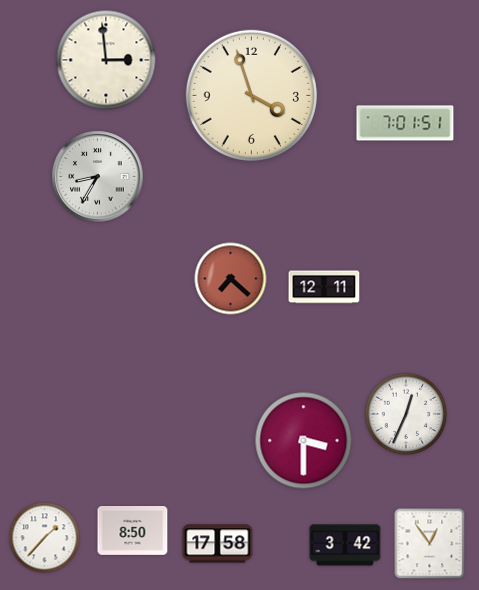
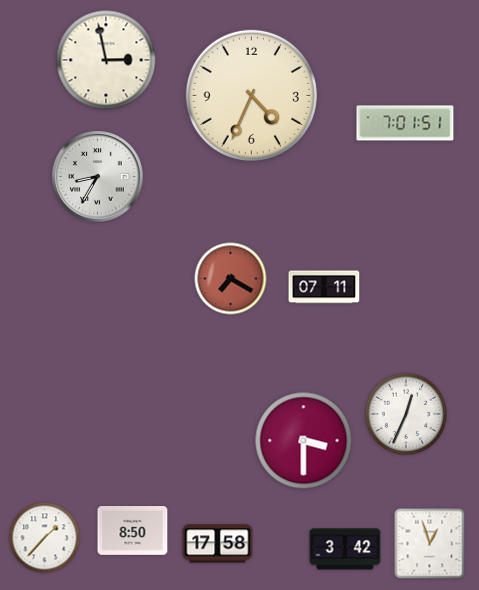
clock at (106, 60): 2:59 -> 2:58
clock at (251, 95): 3:57 -> 4:34
clock at (231, 279): 7:22 -> 7:20
clock at (324, 287): 12:11 -> 07:11
clock at (430, 544): 12:54 -> 12:57
clock at (345, 545) position: (345, 545) -> (345, 549)
